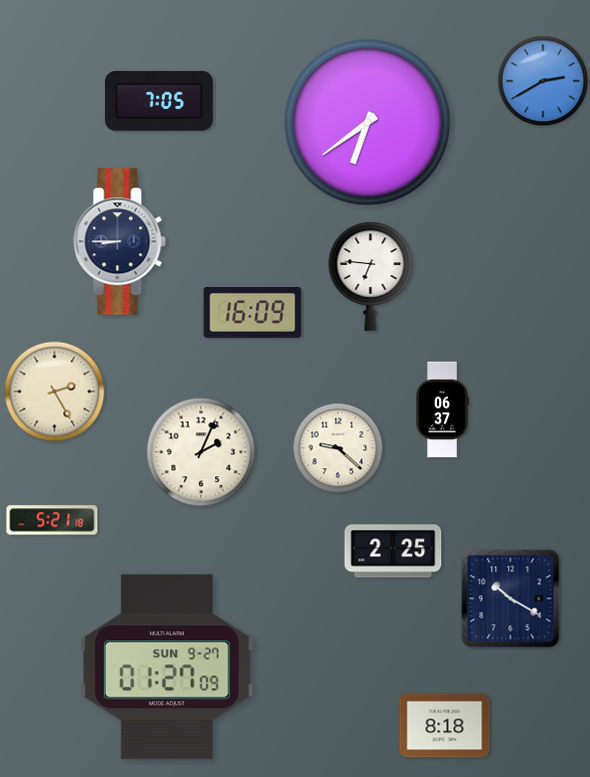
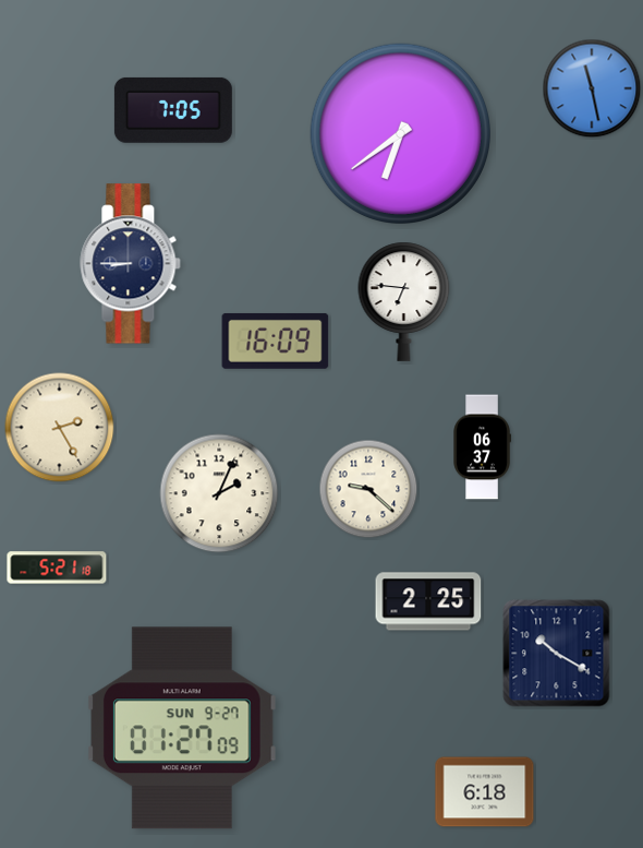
clock at (543, 81): 2:40 -> 11:28
clock at (445, 726): 8:18 -> 6:18
